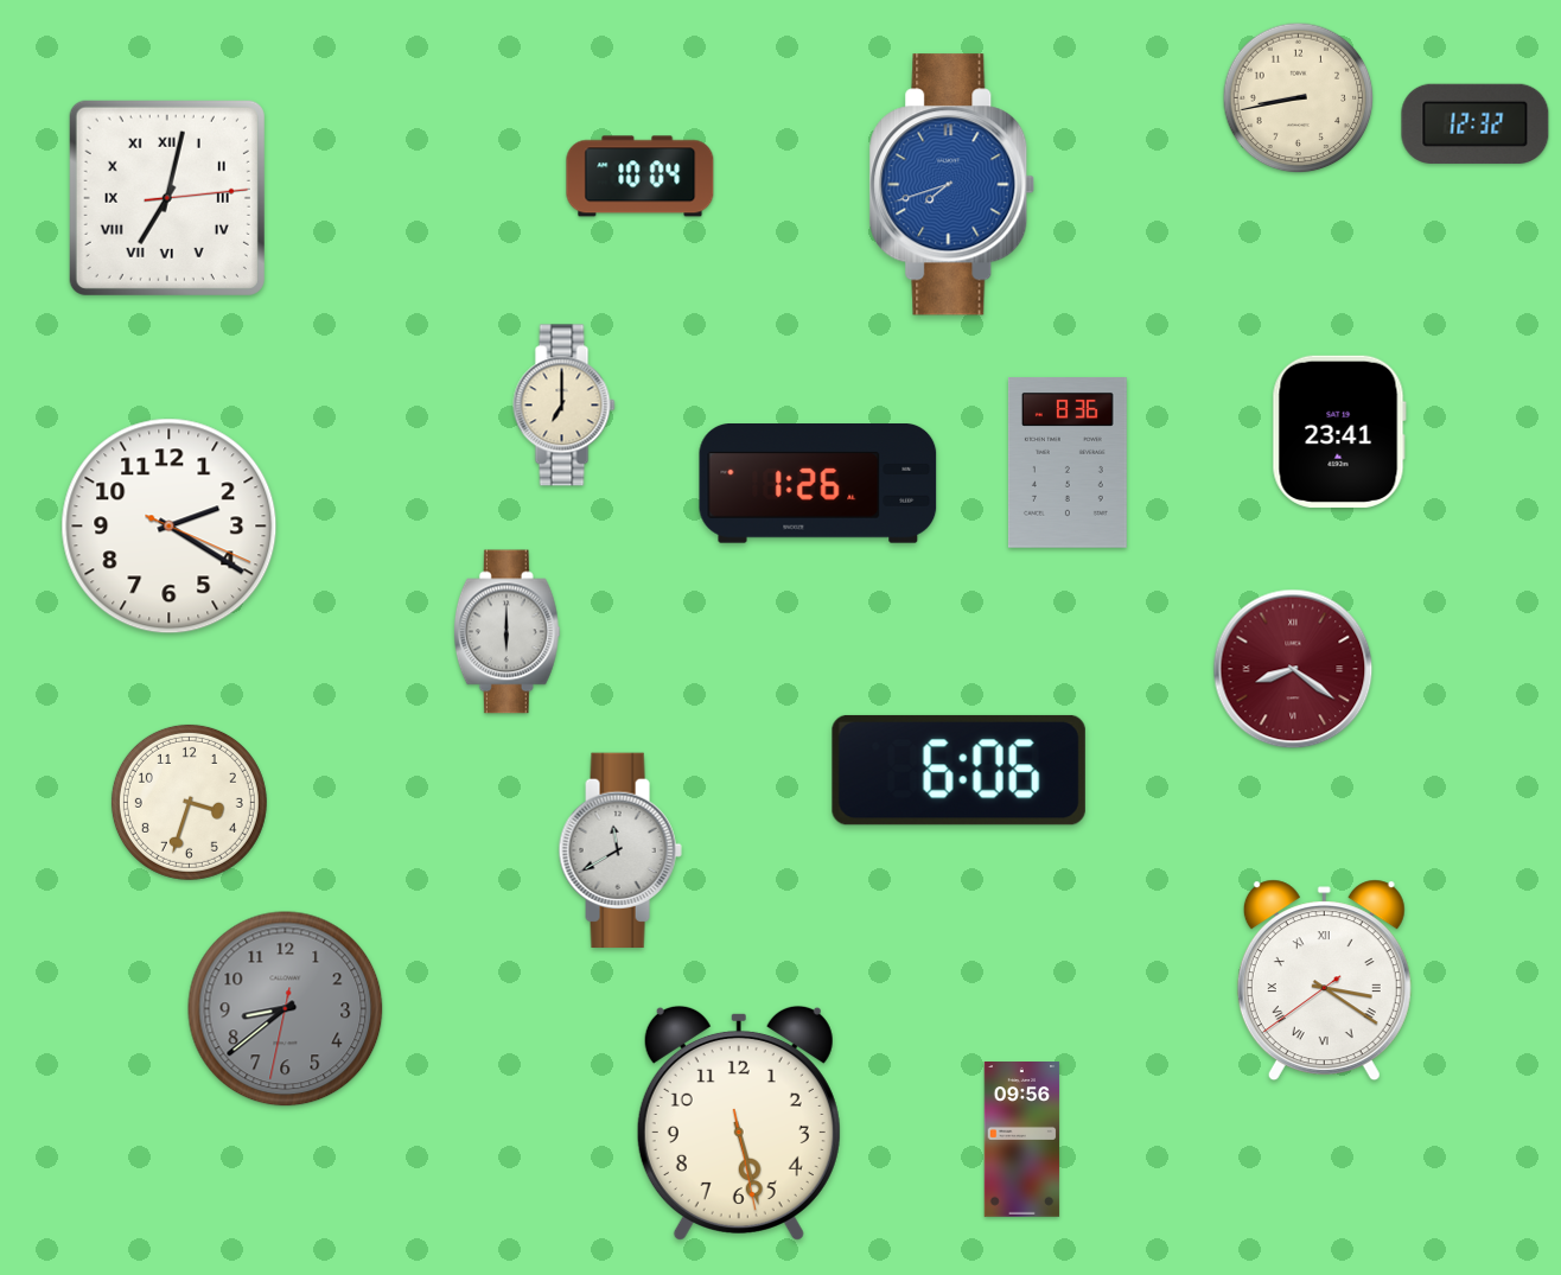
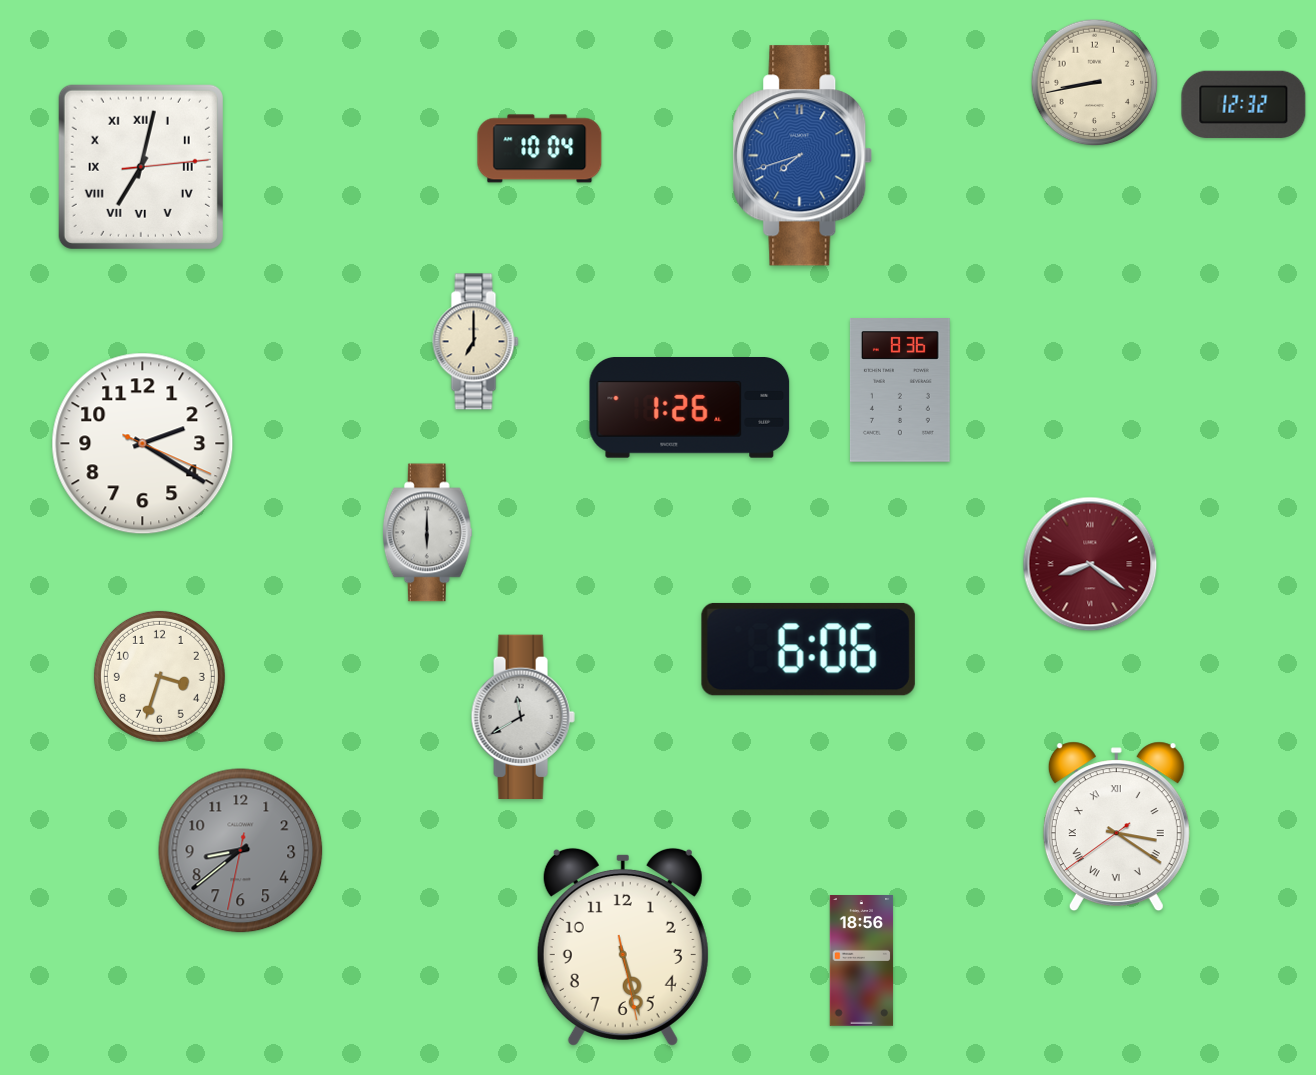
clock at (1339, 432): 23:41 -> none
clock at (1022, 1140): 09:56 -> 18:56
